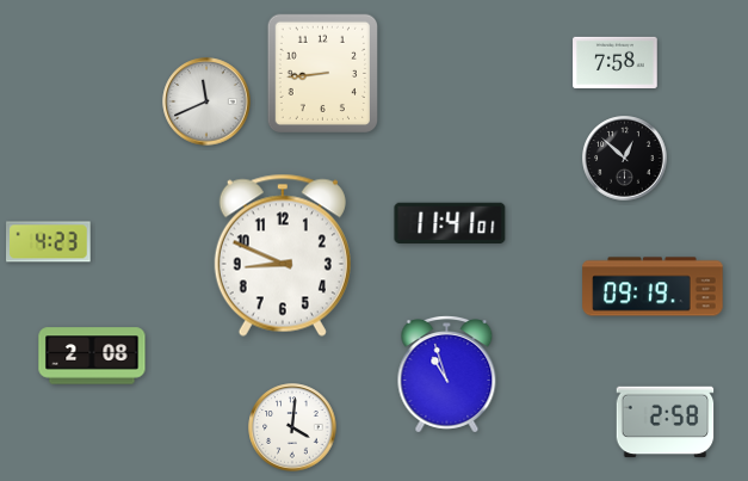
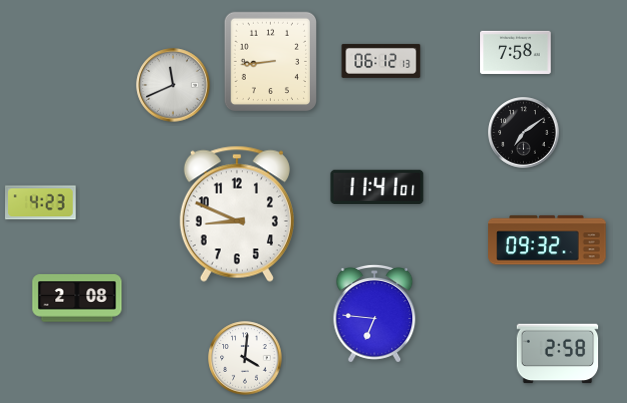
clock at (381, 61): none -> 06:12
clock at (625, 159): 12:52 -> 7:09
clock at (653, 286): 09:19 -> 09:32
clock at (447, 375): 10:57 -> 6:46
